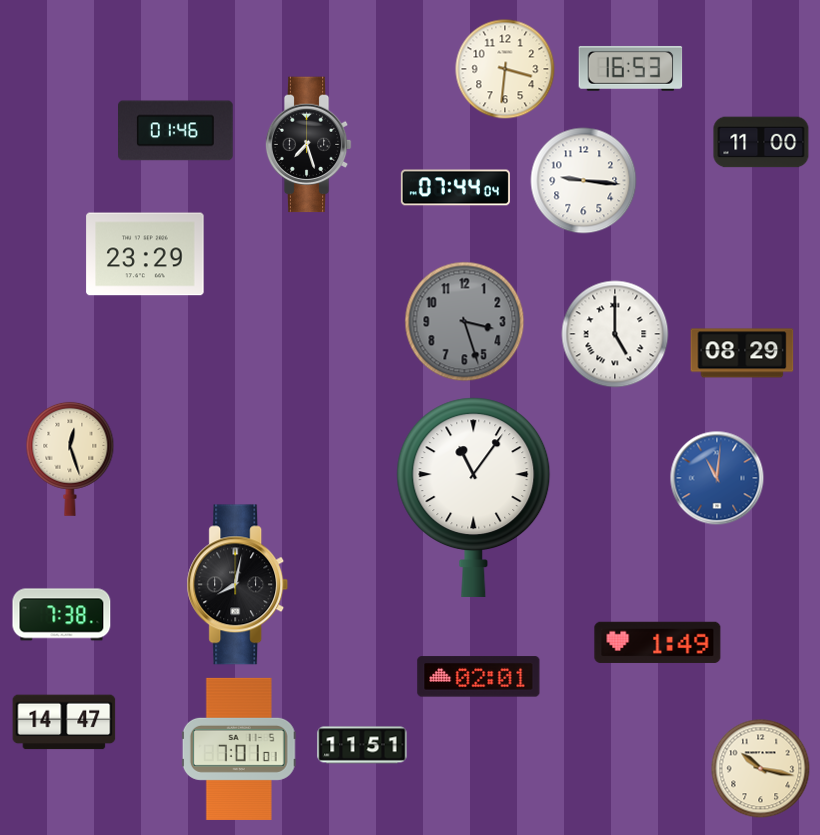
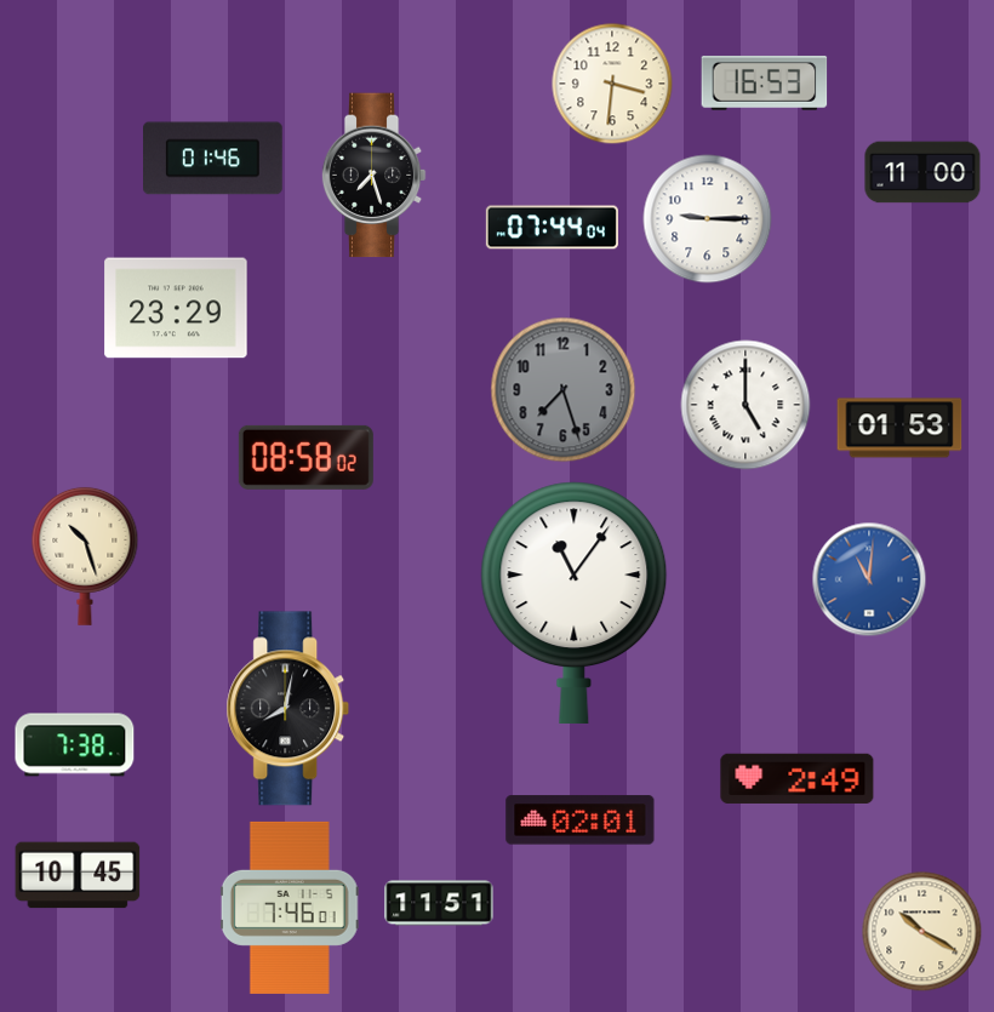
clock at (584, 181): 9:16 -> 9:15
clock at (465, 322): 3:27 -> 7:27
clock at (742, 353): 08:29 -> 01:53
clock at (305, 457): none -> 08:58
clock at (70, 459): 12:27 -> 10:27
clock at (658, 642): 1:49 -> 2:49
clock at (64, 722): 14:47 -> 10:45
clock at (239, 749): 7:01 -> 7:46
clock at (761, 769): 10:17 -> 10:20
